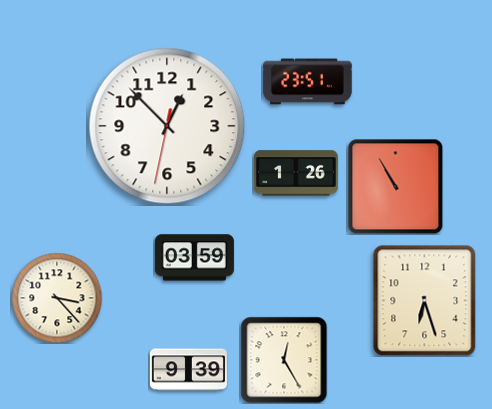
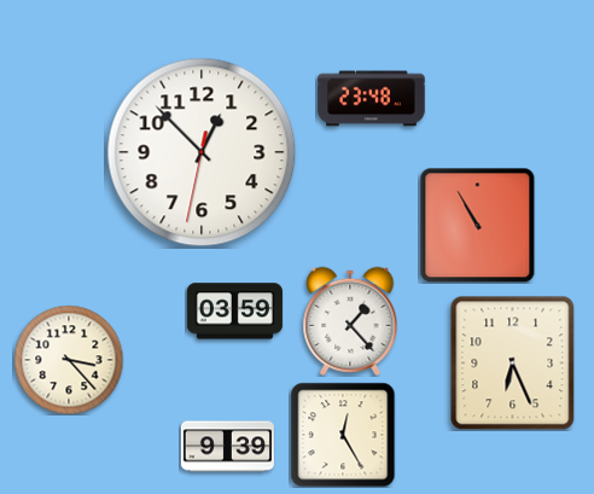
clock at (308, 82): 23:51 -> 23:48
clock at (296, 173): 1:26 -> none
clock at (350, 320): none -> 1:23
clock at (425, 301): 6:27 -> 6:26
